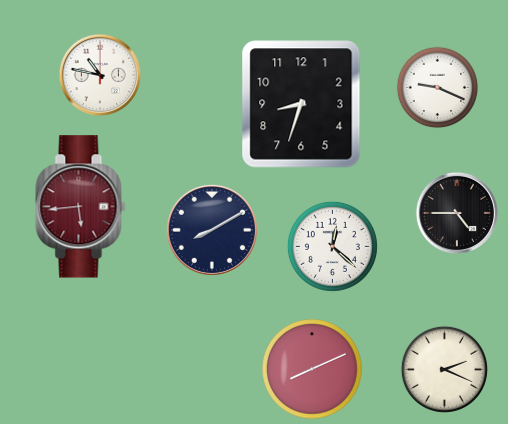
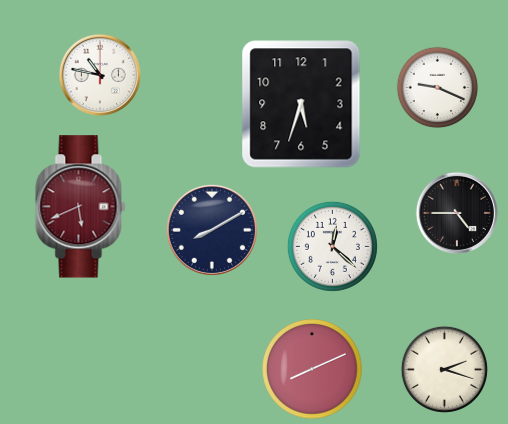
clock at (301, 104): 8:33 -> 5:33
clock at (81, 207): 5:44 -> 5:41
clock at (444, 369): 2:19 -> 2:18
